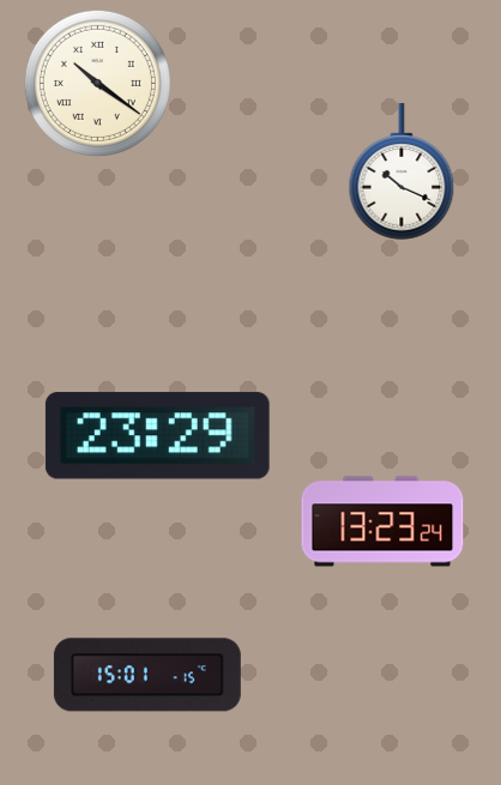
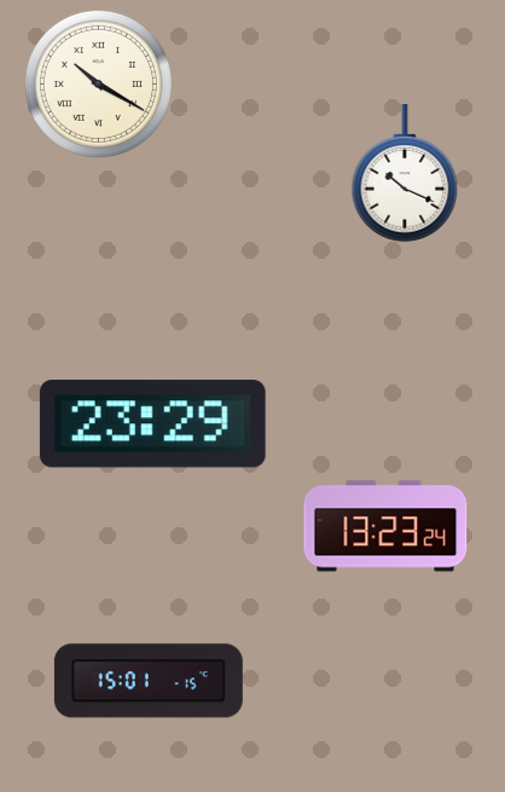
clock at (97, 83): 10:21 -> 10:20
clock at (157, 436) position: (157, 436) -> (152, 424)
